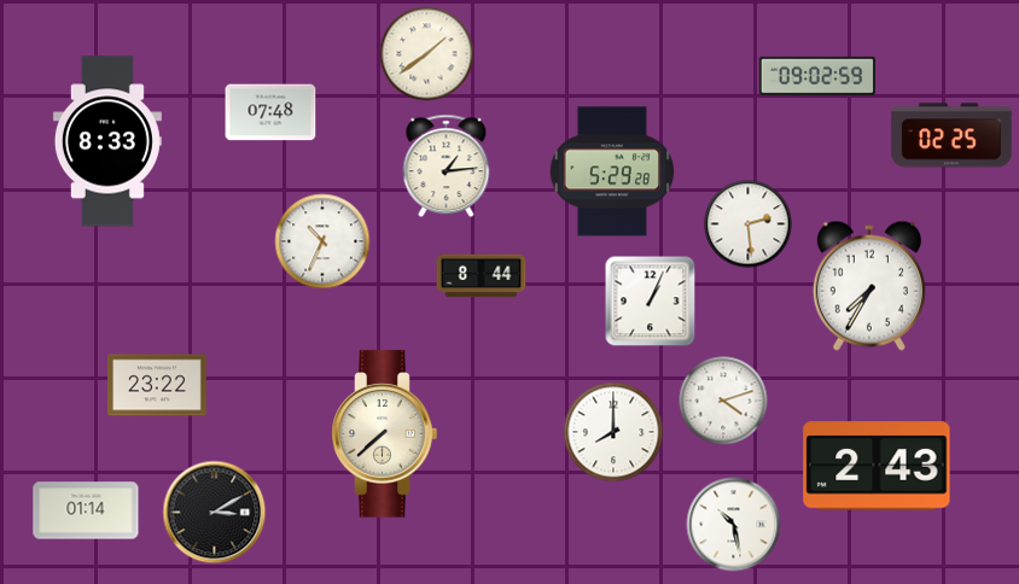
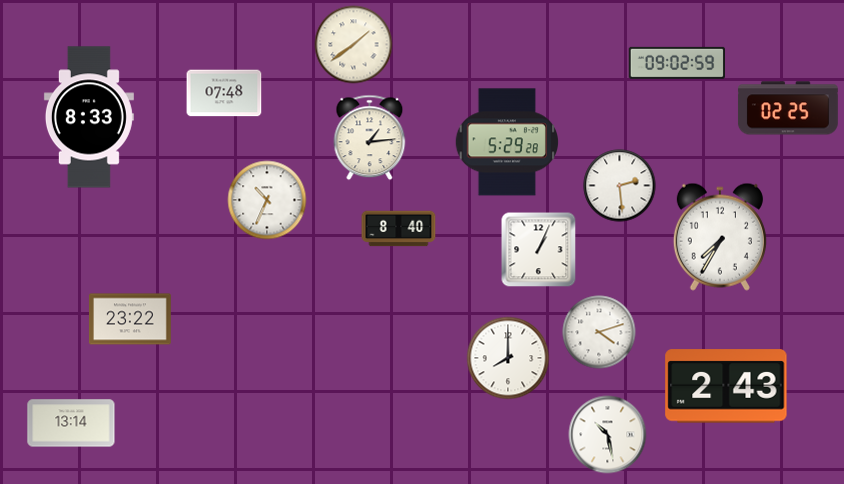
clock at (951, 135) position: (951, 135) -> (788, 108)
clock at (482, 276): 8:44 -> 8:40
clock at (385, 434): 7:38 -> none
clock at (86, 510): 01:14 -> 13:14
clock at (215, 513): 3:10 -> none
